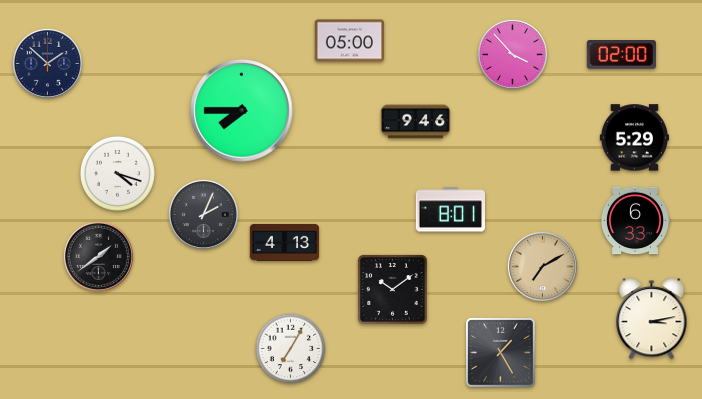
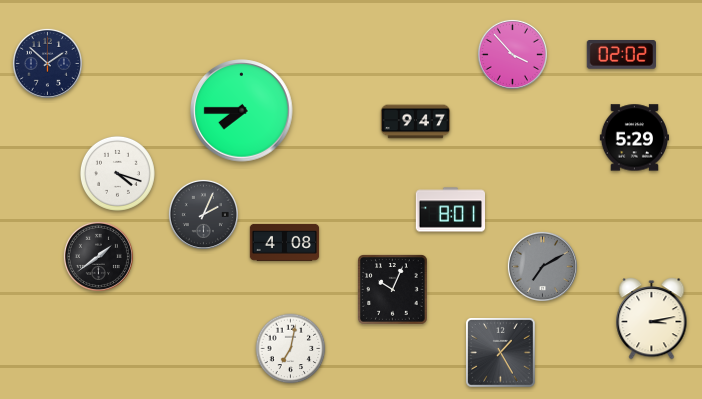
clock at (349, 41): 05:00 -> none
clock at (621, 55): 02:00 -> 02:02
clock at (416, 122): 9:46 -> 9:47
clock at (634, 221): 6:33 -> none
clock at (285, 242): 4:13 -> 4:08
clock at (542, 266) dial: champagne -> grey
clock at (393, 290): 10:09 -> 10:04
clock at (291, 349): 7:05 -> 7:02
